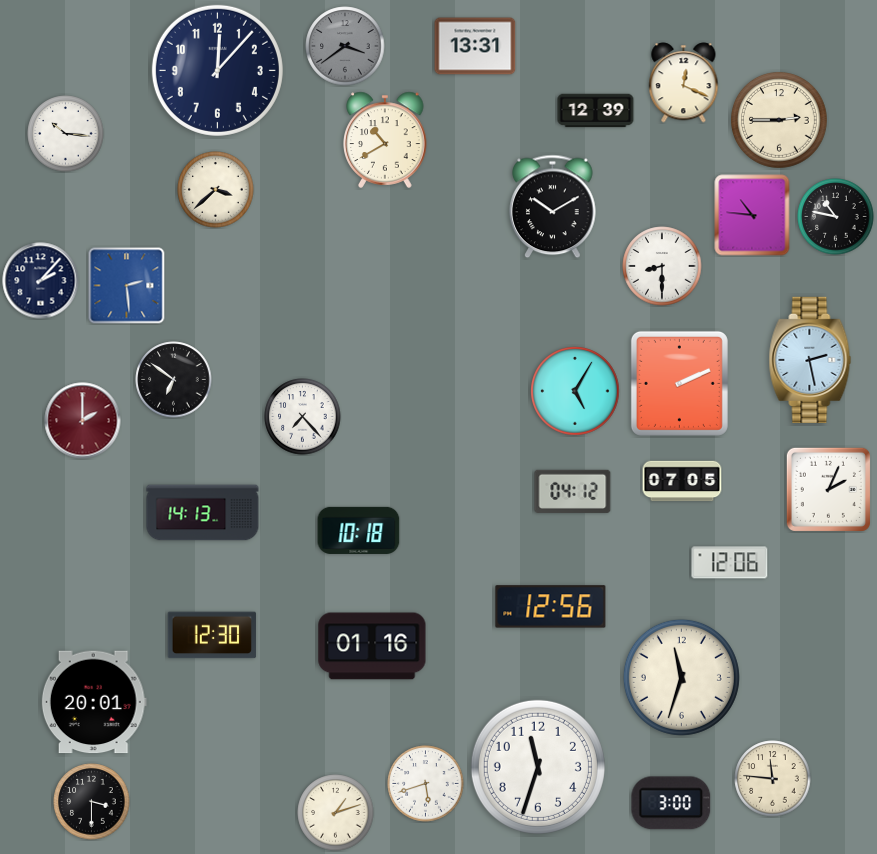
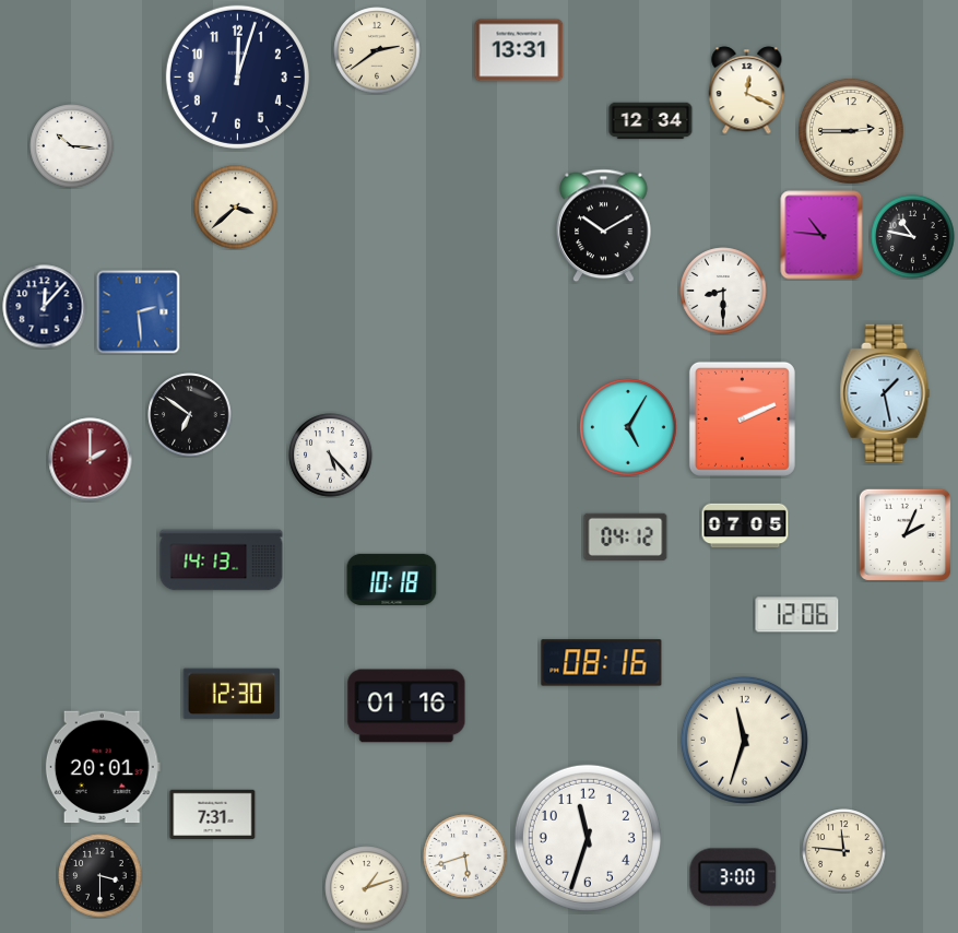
clock at (345, 46): 3:39 -> 2:39
clock at (345, 46) dial: grey -> cream
clock at (217, 70): 12:07 -> 12:03
clock at (596, 111): 12:39 -> 12:34
clock at (385, 140): 10:40 -> none
clock at (41, 281): 2:07 -> 12:07
clock at (810, 360): 2:28 -> 1:28
clock at (303, 417): 7:23 -> 5:23
clock at (551, 607): 12:56 -> 08:16
clock at (213, 814): none -> 7:31
